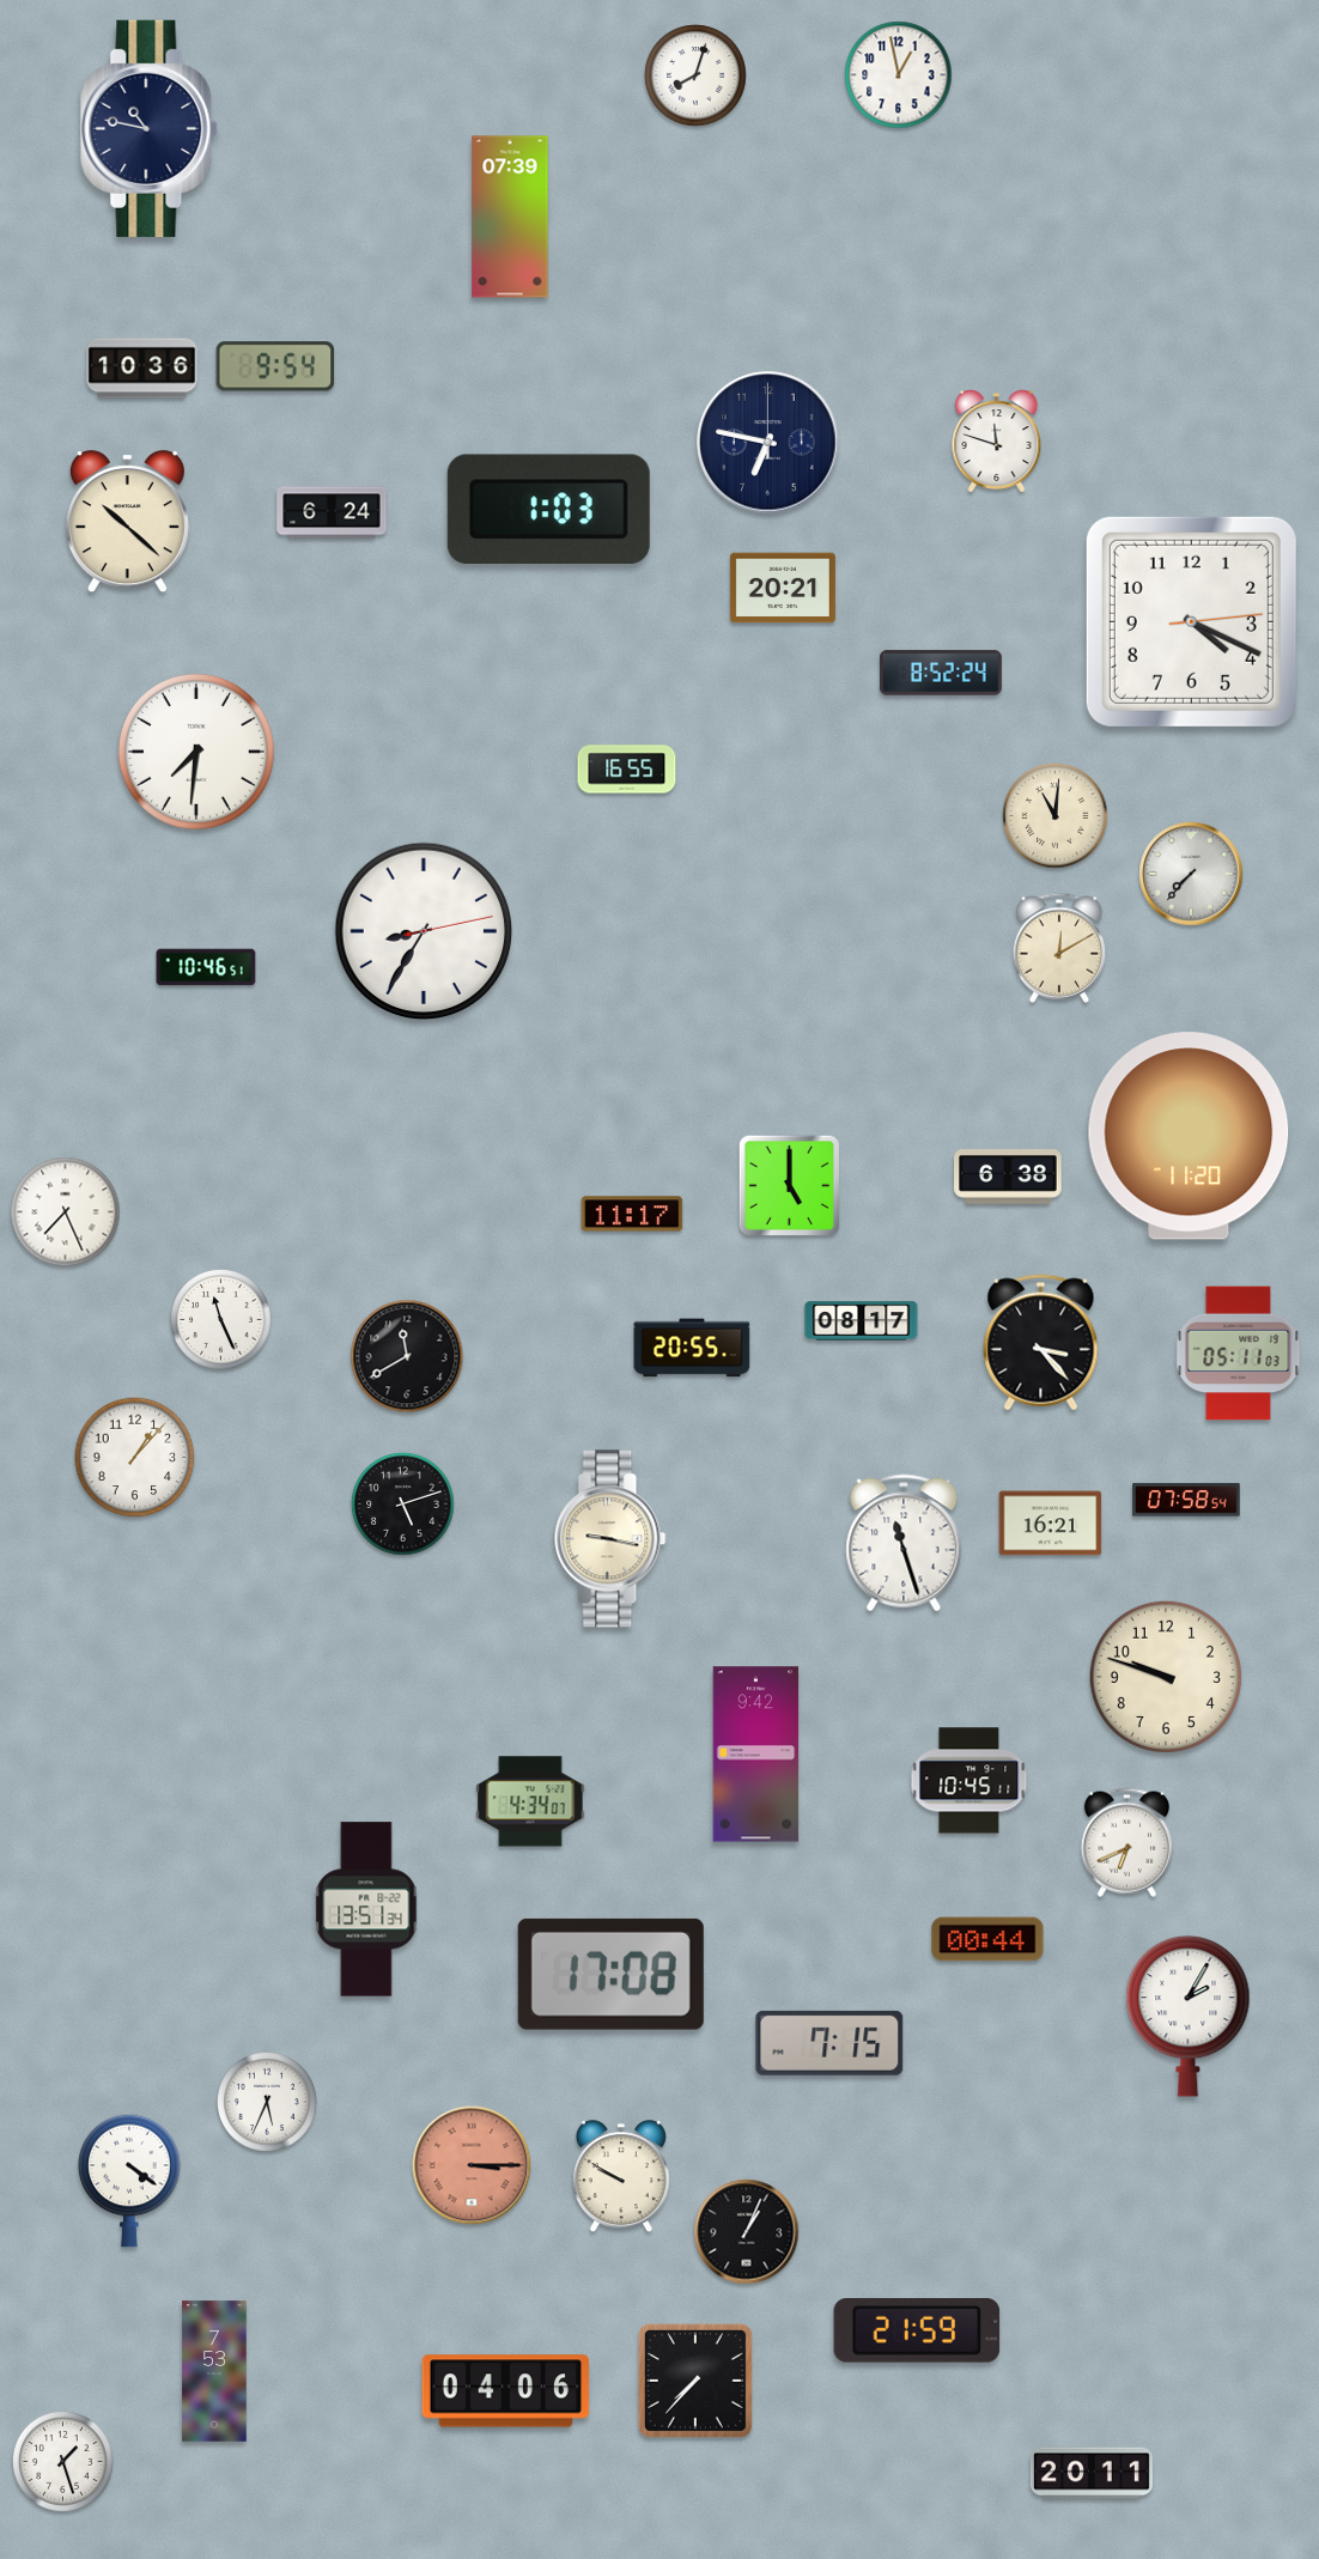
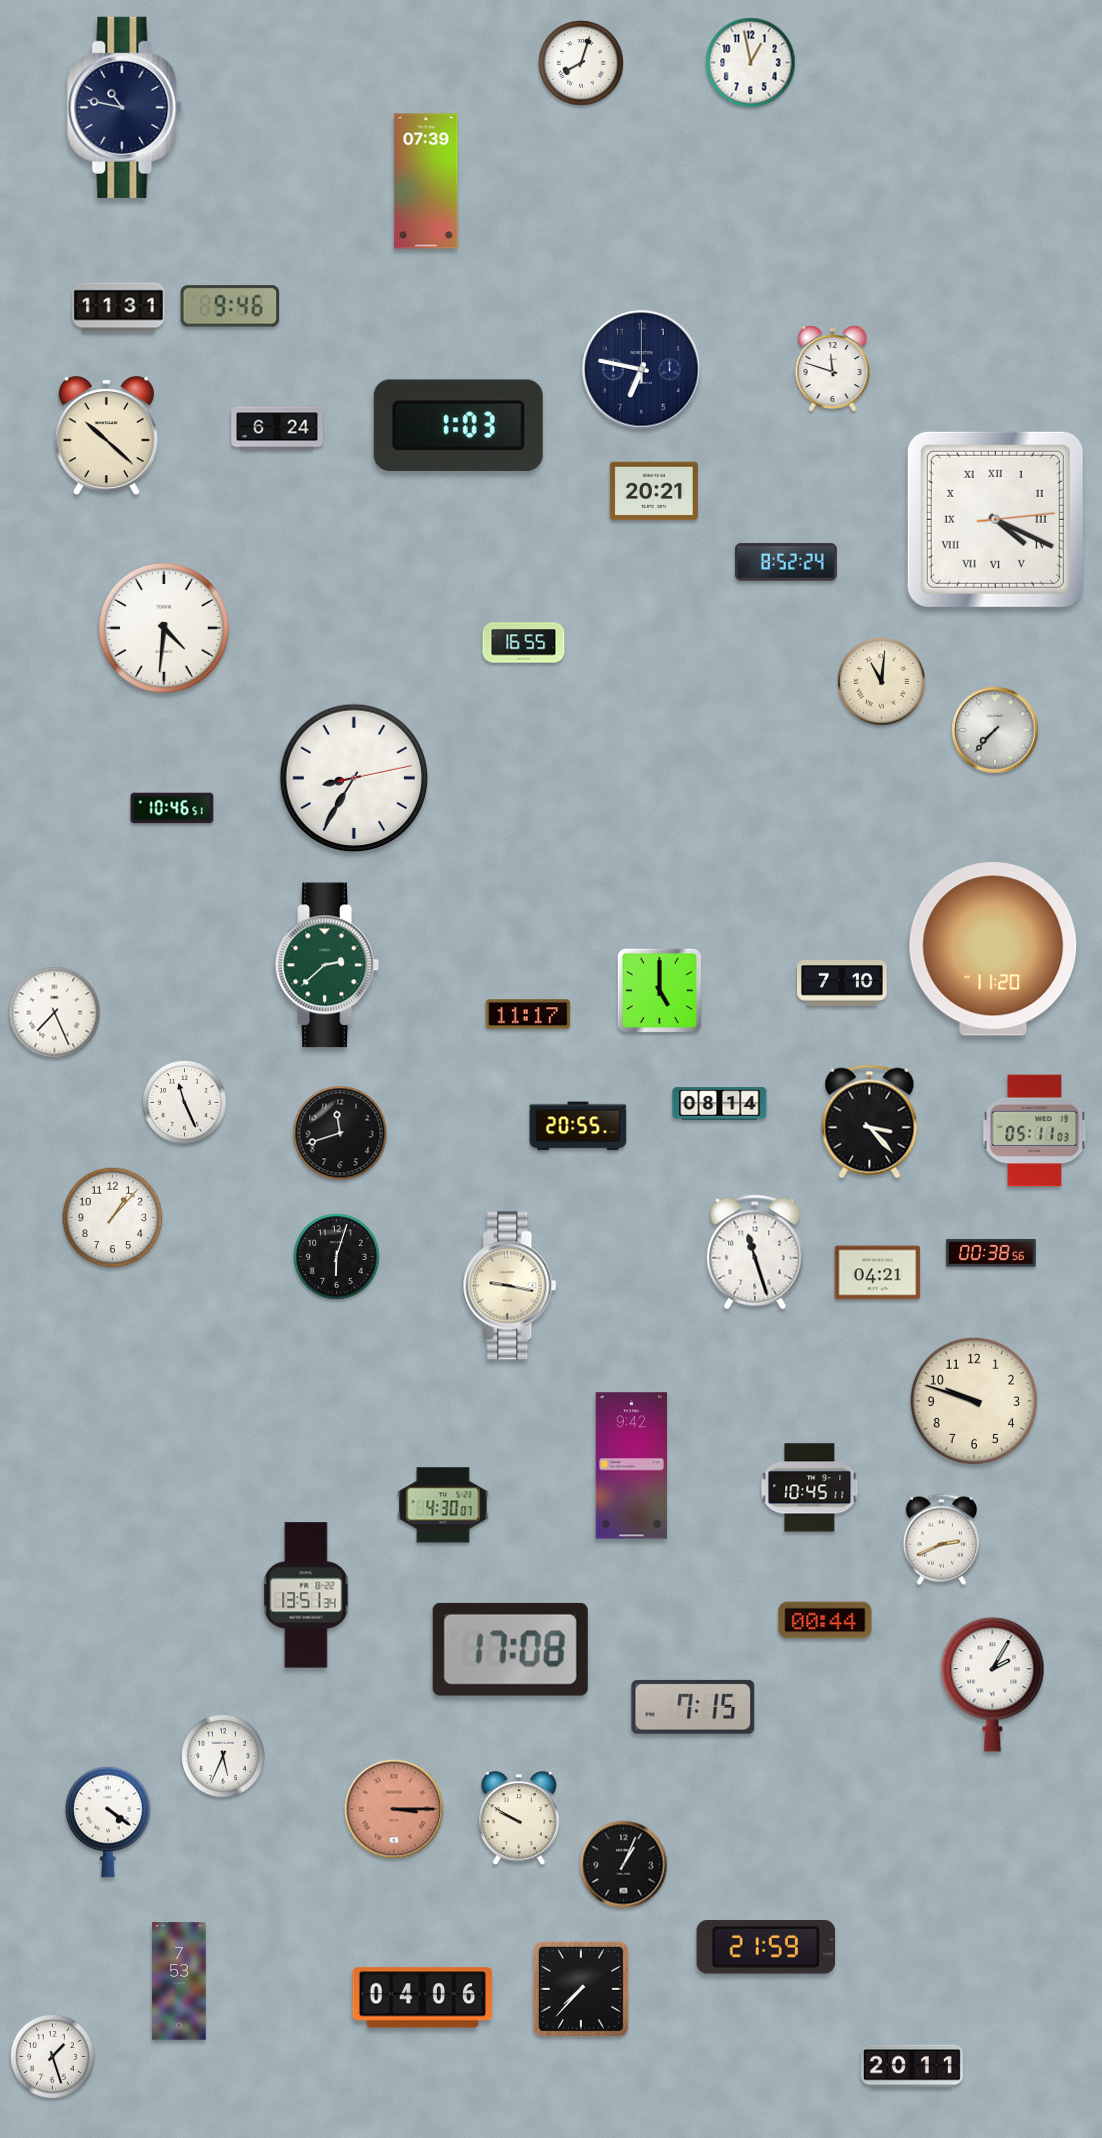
clock at (275, 366): 9:54 -> 9:46
clock at (142, 369): 10:36 -> 11:31
clock at (1191, 621) numerals: Arabic -> Roman
clock at (196, 752): 7:31 -> 4:31
clock at (1059, 948): 12:10 -> none
clock at (327, 965): none -> 2:38
clock at (1008, 1178): 6:38 -> 7:10
clock at (862, 1321): 08:17 -> 08:14
clock at (407, 1356): 11:40 -> 11:42
clock at (1186, 1500): 07:58 -> 00:38
clock at (403, 1505): 5:12 -> 6:03
clock at (1051, 1524): 16:21 -> 04:21
clock at (904, 1543) position: (904, 1543) -> (755, 1252)
clock at (530, 1801): 4:34 -> 4:30
clock at (1127, 1842): 6:41 -> 2:41
